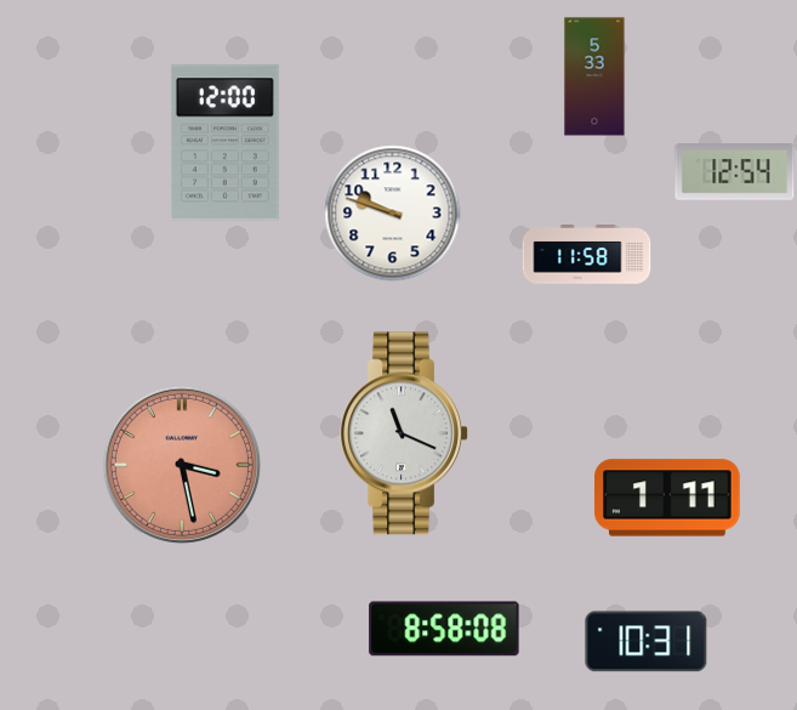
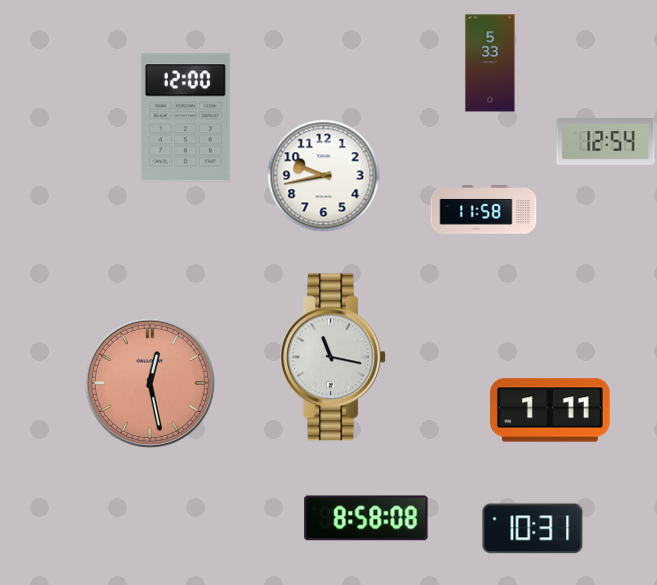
clock at (393, 214): 9:48 -> 9:43
clock at (404, 433): 11:19 -> 11:17
clock at (182, 465): 3:28 -> 12:28
